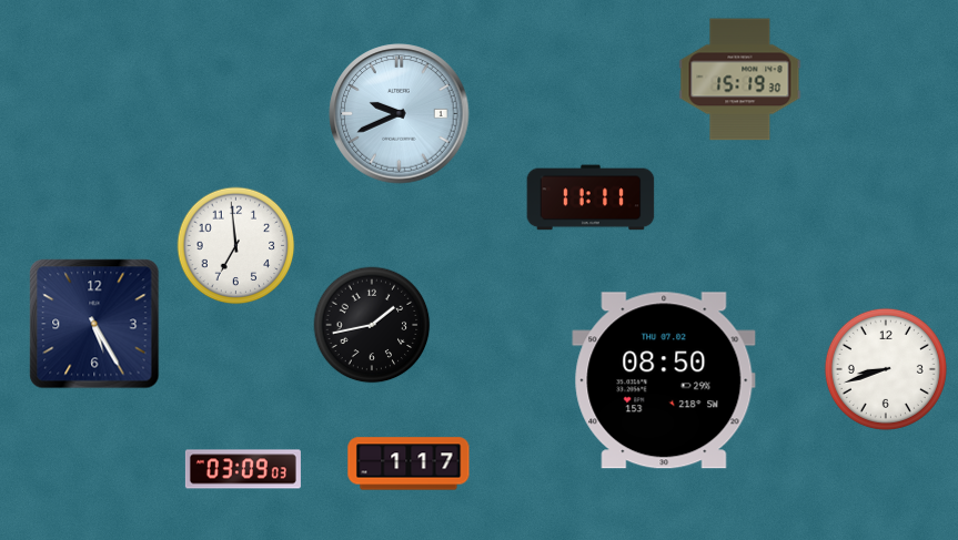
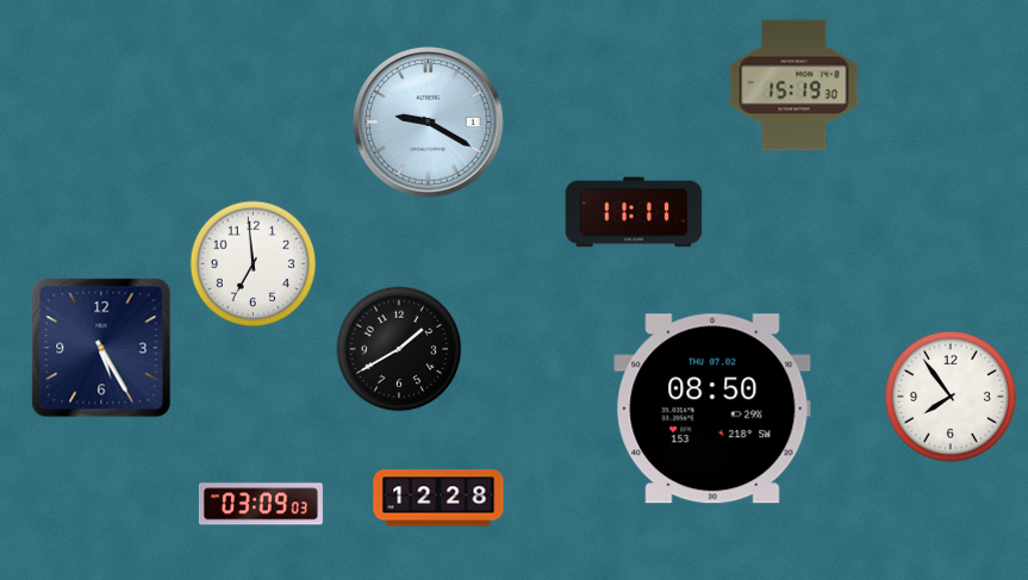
clock at (400, 114): 9:41 -> 9:20
clock at (372, 325): 1:43 -> 1:40
clock at (886, 369): 8:42 -> 7:54
clock at (409, 463): 1:17 -> 12:28
